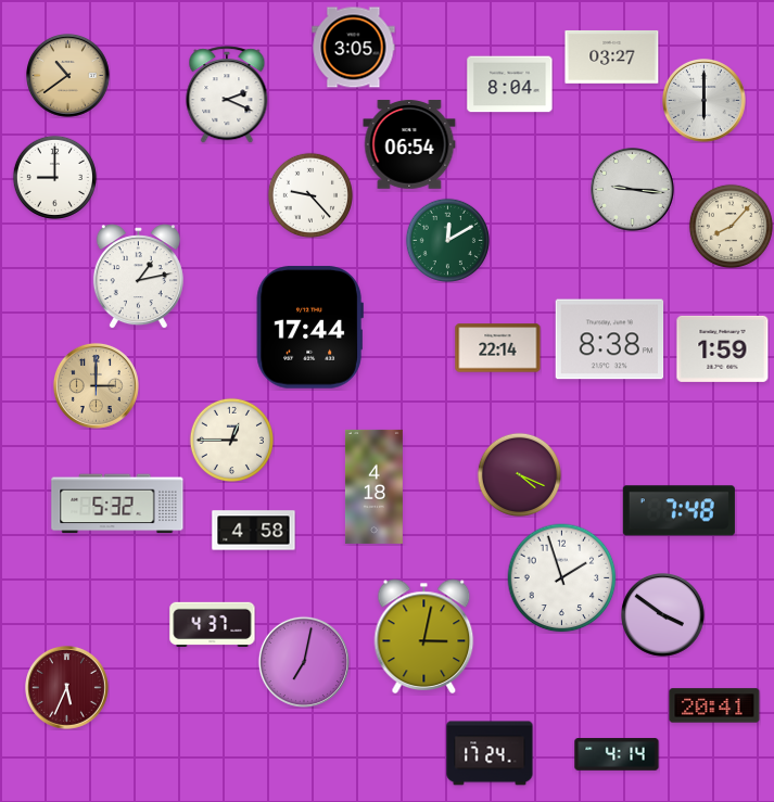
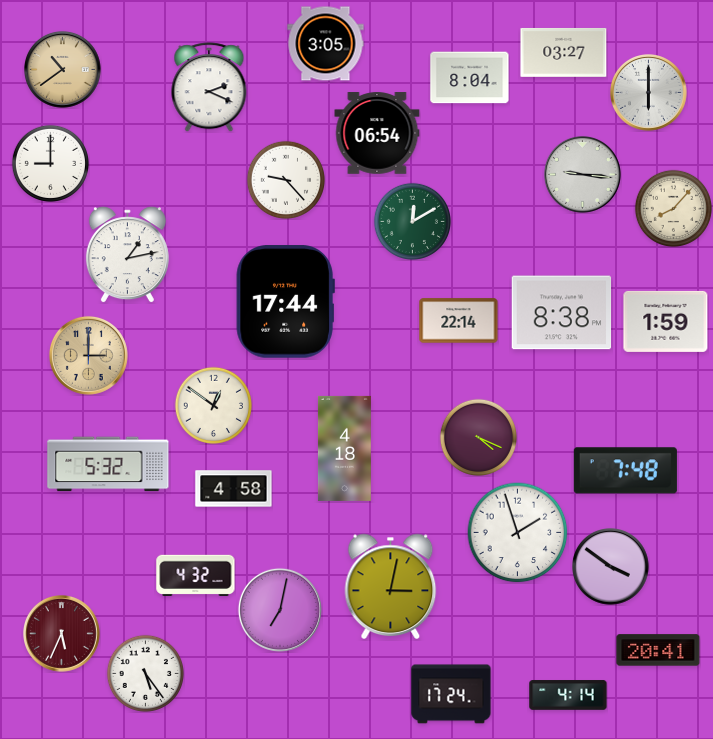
clock at (231, 440): 12:45 -> 12:51
clock at (213, 624): 4:37 -> 4:32
clock at (145, 673): none -> 5:24
